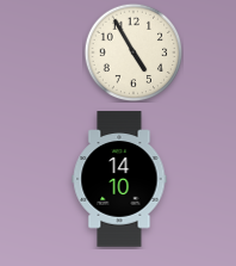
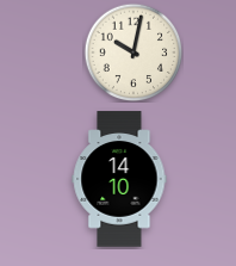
clock at (133, 52): 4:55 -> 10:02
